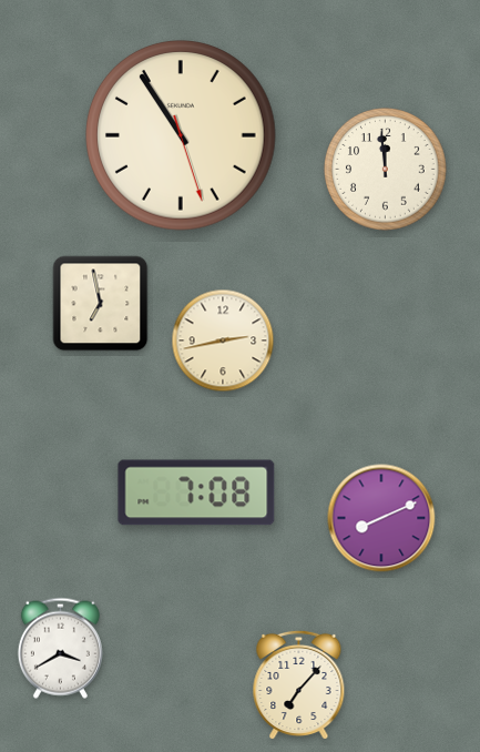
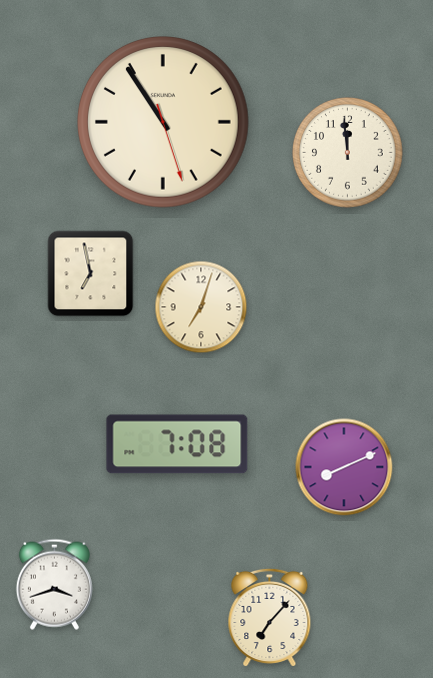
clock at (223, 341): 2:43 -> 7:03
clock at (60, 648): 3:40 -> 3:42
